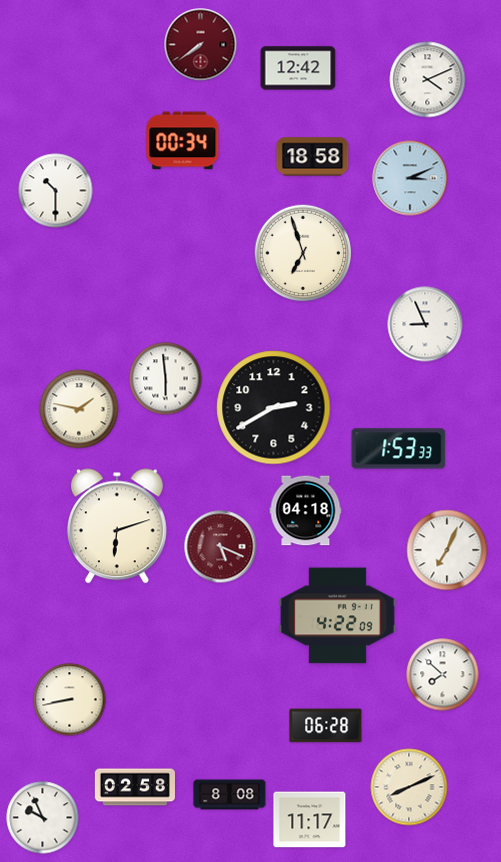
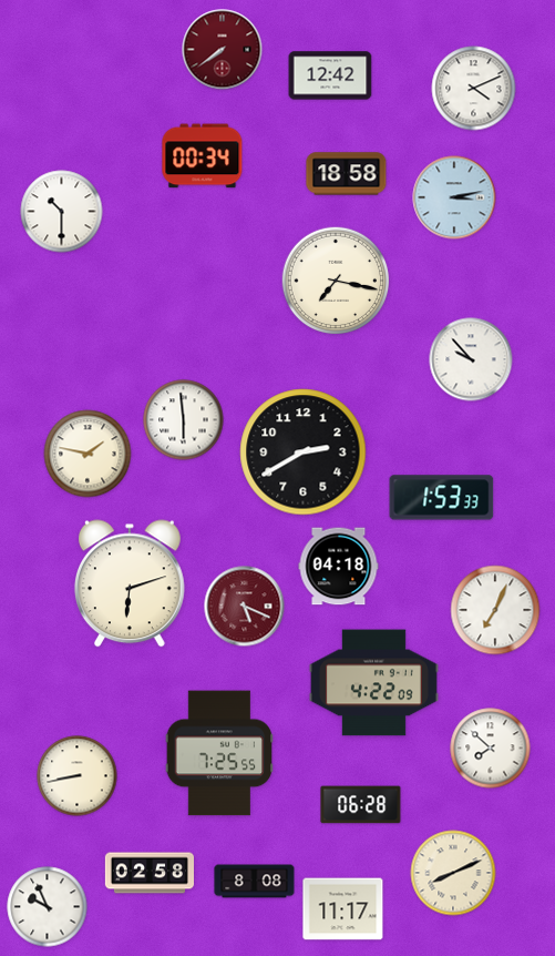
clock at (410, 178): 3:11 -> 3:13
clock at (303, 253): 6:57 -> 7:17
clock at (425, 324): 8:56 -> 9:53
clock at (218, 753): none -> 7:25
